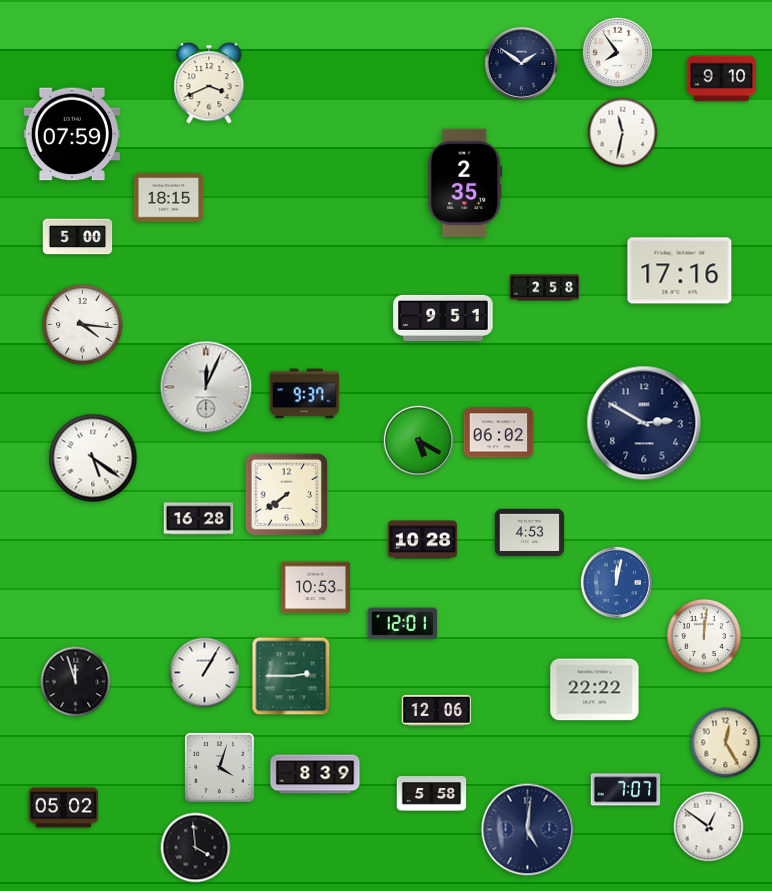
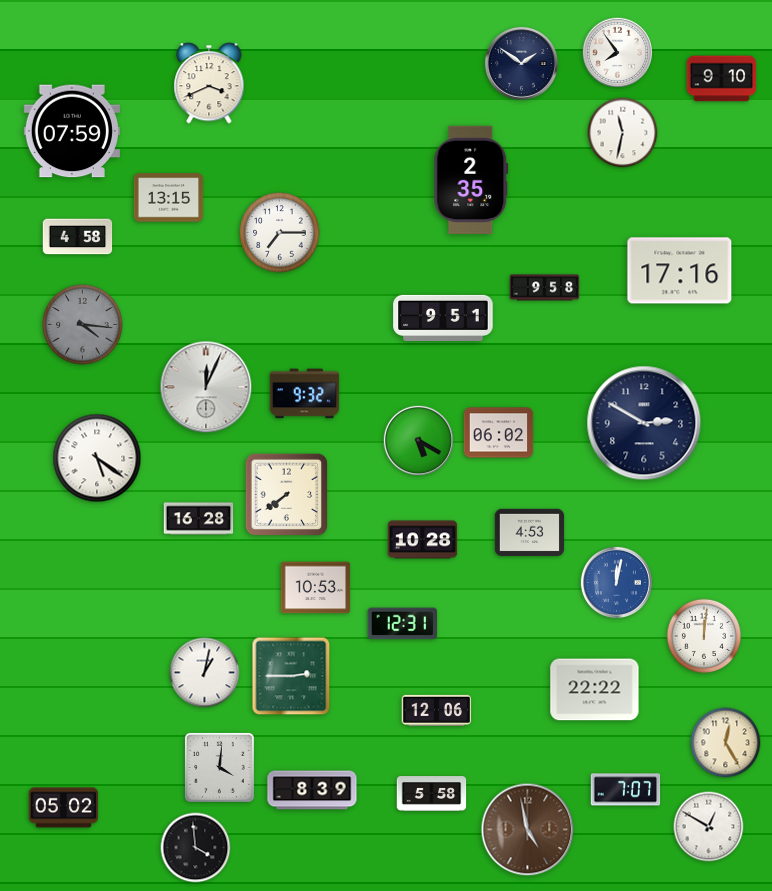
clock at (72, 134) position: (72, 134) -> (72, 131)
clock at (465, 182) position: (465, 182) -> (471, 179)
clock at (169, 198): 18:15 -> 13:15
clock at (280, 233): none -> 7:15
clock at (78, 237): 5:00 -> 4:58
clock at (545, 288): 2:58 -> 9:58
clock at (83, 325) dial: white -> grey
clock at (305, 394): 9:37 -> 9:32
clock at (93, 458) position: (93, 458) -> (97, 458)
clock at (403, 624): 12:01 -> 12:31
clock at (205, 673): 1:05 -> 1:02
clock at (76, 682): 11:57 -> none
clock at (219, 767): 4:03 -> 4:01
clock at (315, 774) position: (315, 774) -> (312, 790)
clock at (709, 827): 12:51 -> 12:50
clock at (528, 830): 5:01 -> 4:58
clock at (528, 830) dial: navy -> brown
